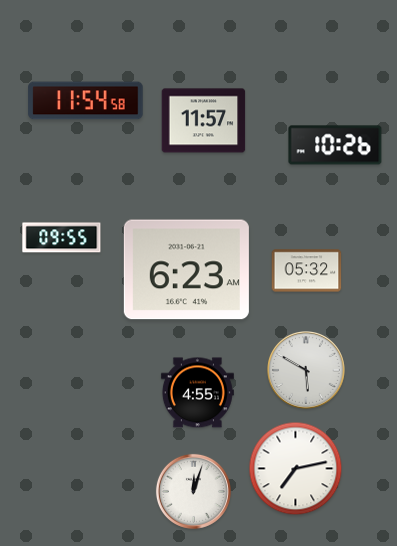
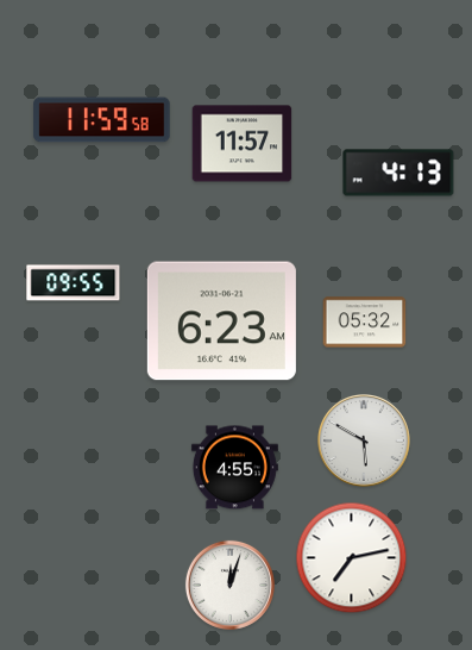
clock at (86, 101): 11:54 -> 11:59
clock at (335, 145): 10:26 -> 4:13
